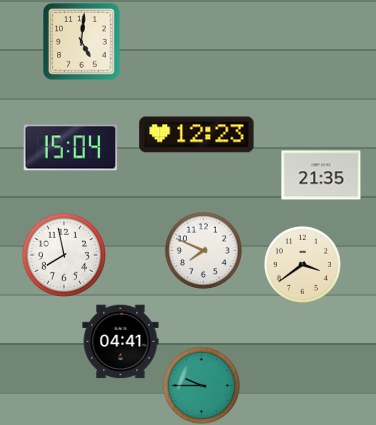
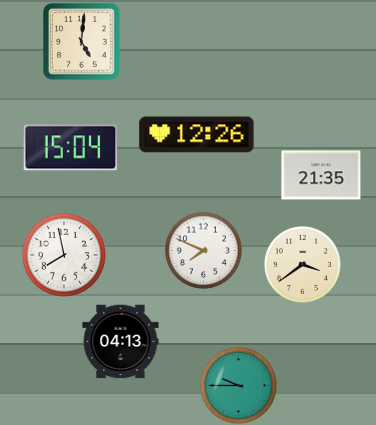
clock at (197, 135): 12:23 -> 12:26
clock at (121, 342): 04:41 -> 04:13
clock at (201, 385) position: (201, 385) -> (238, 385)
